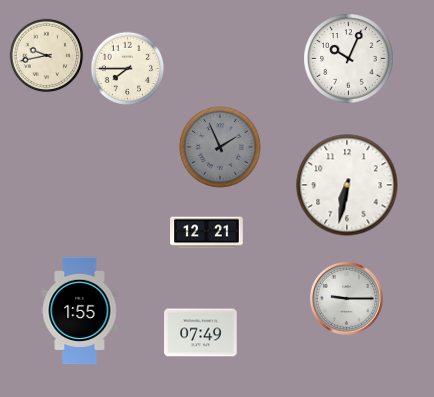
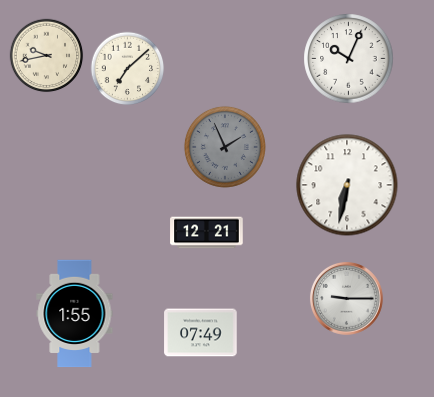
clock at (128, 69): 7:45 -> 7:08
clock at (220, 147) position: (220, 147) -> (225, 147)
clock at (80, 311) position: (80, 311) -> (75, 314)
